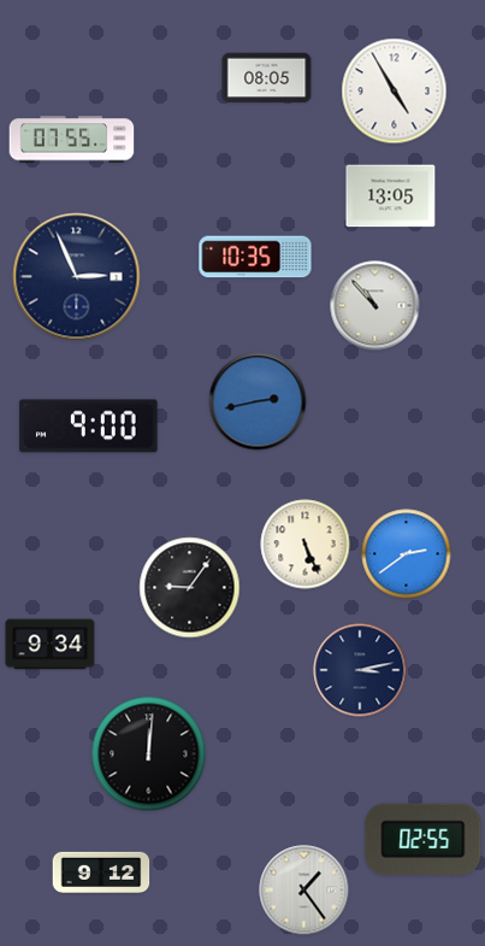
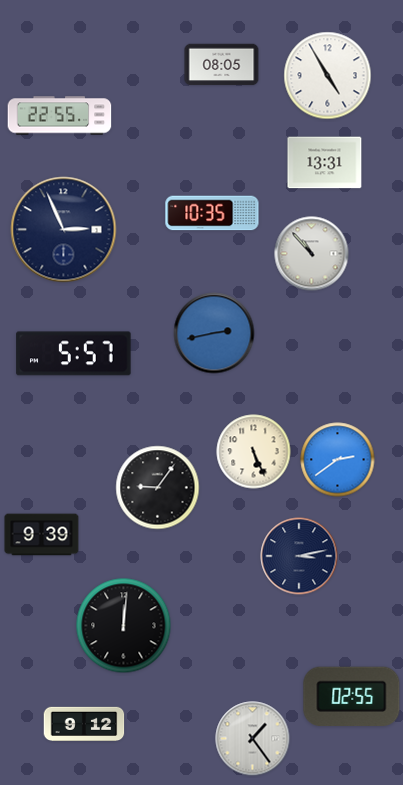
clock at (72, 140): 07:55 -> 22:55
clock at (391, 196): 13:05 -> 13:31
clock at (89, 427): 9:00 -> 5:57
clock at (51, 645): 9:34 -> 9:39
